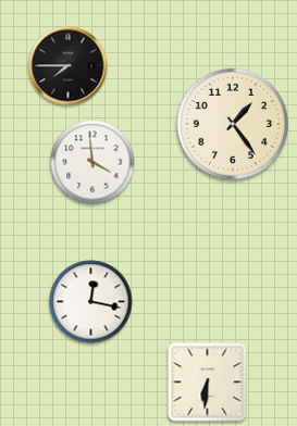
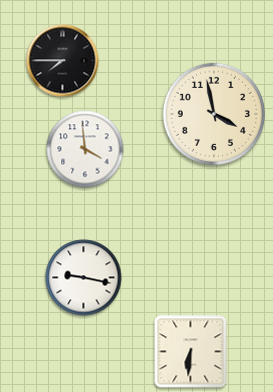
clock at (233, 124): 1:24 -> 3:58
clock at (91, 302): 12:17 -> 9:17
